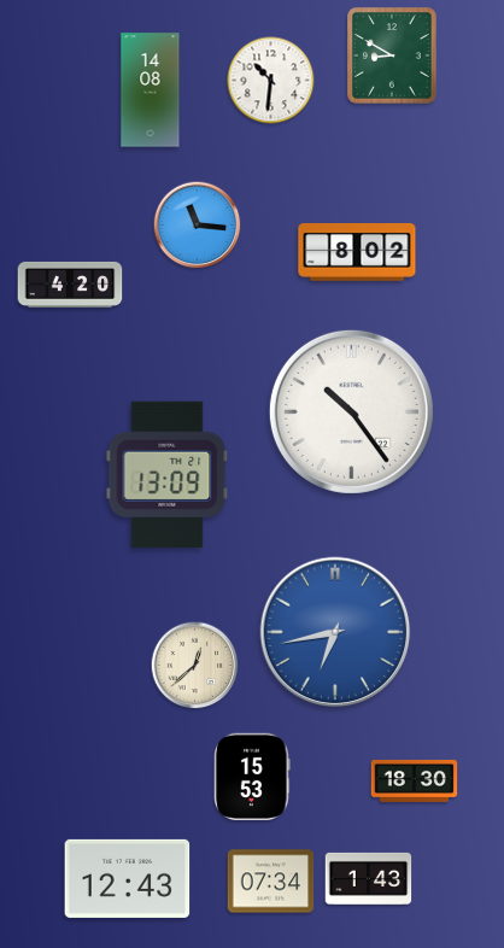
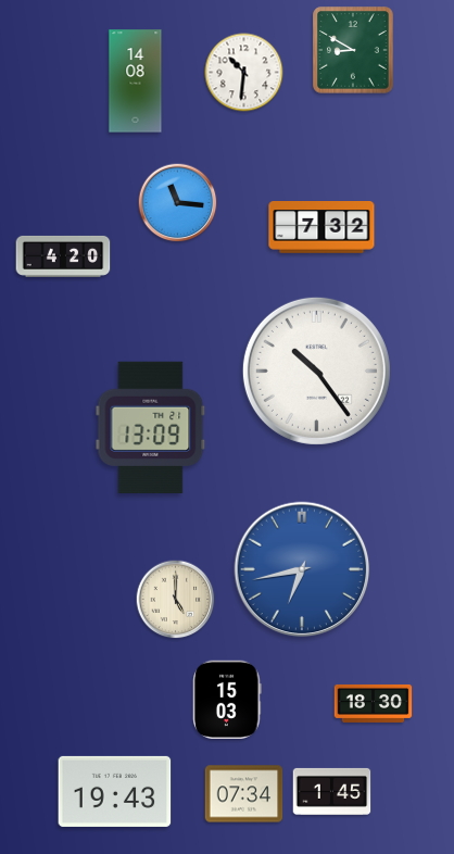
clock at (357, 253): 8:02 -> 7:32
clock at (195, 666): 12:38 -> 5:00
clock at (252, 776): 15:53 -> 15:03
clock at (128, 878): 12:43 -> 19:43
clock at (369, 878): 1:43 -> 1:45
